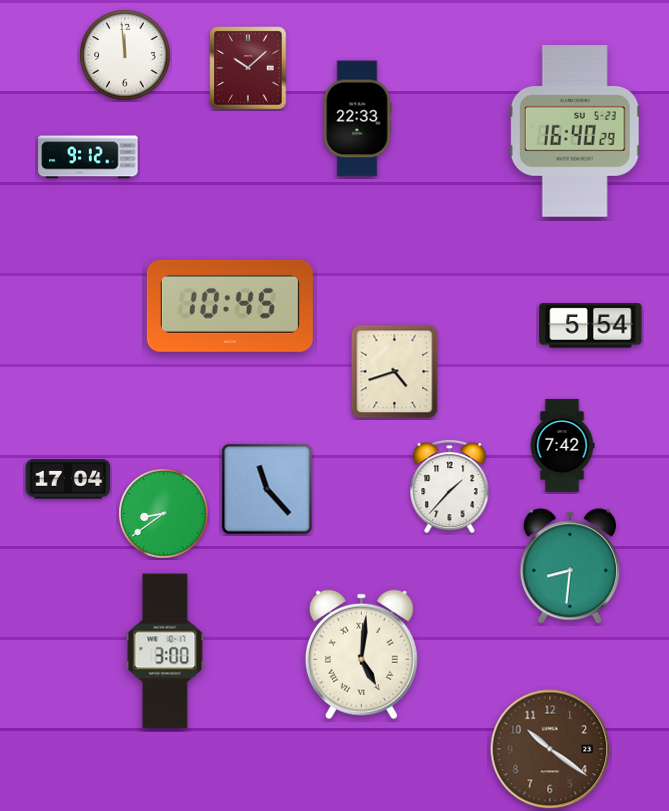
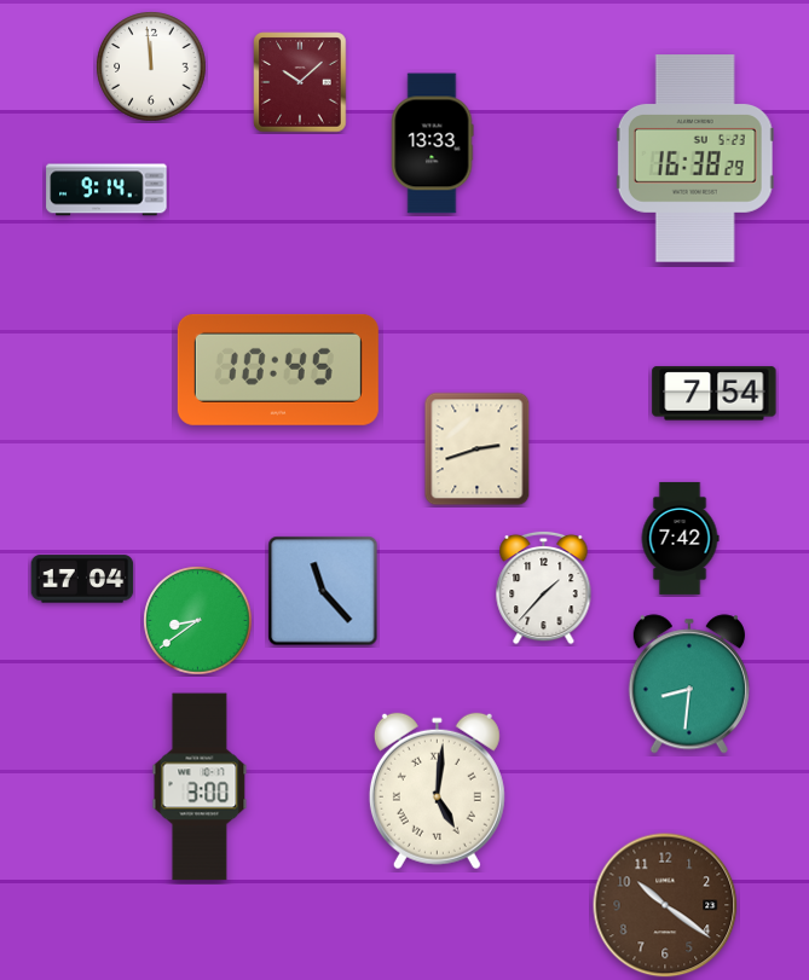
clock at (357, 119): 22:33 -> 13:33
clock at (575, 131): 16:40 -> 16:38
clock at (88, 157): 9:12 -> 9:14
clock at (591, 326): 5:54 -> 7:54
clock at (395, 372): 4:42 -> 2:42
